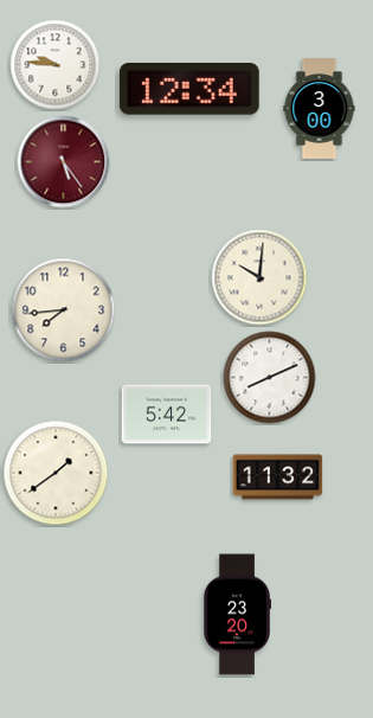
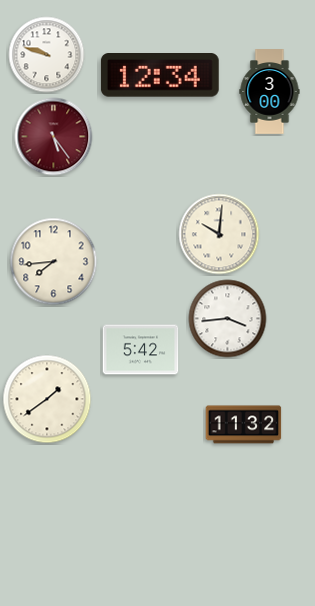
clock at (56, 65): 9:46 -> 9:48
clock at (270, 378): 8:11 -> 3:44
clock at (278, 477) position: (278, 477) -> (244, 425)
clock at (237, 615): 23:20 -> none
